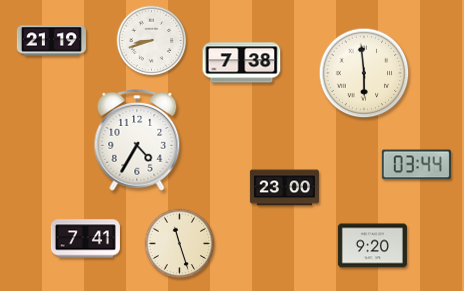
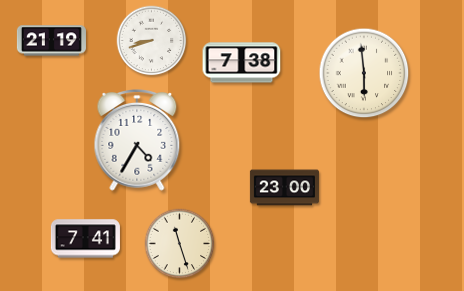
clock at (416, 165): 03:44 -> none
clock at (372, 246): 9:20 -> none
